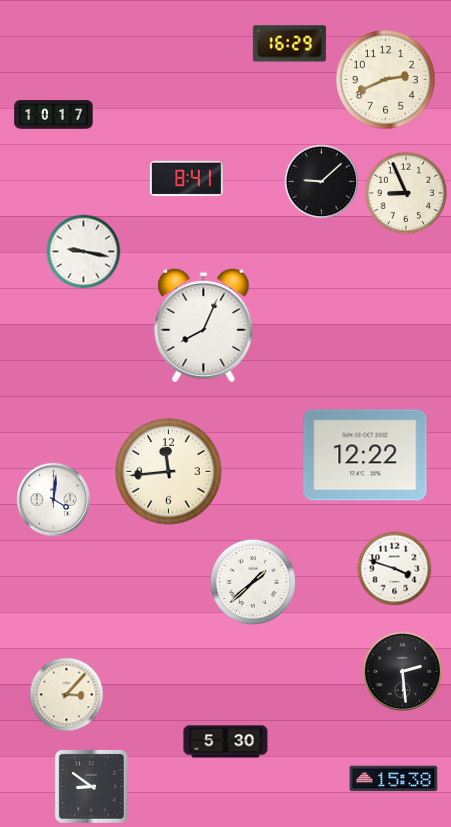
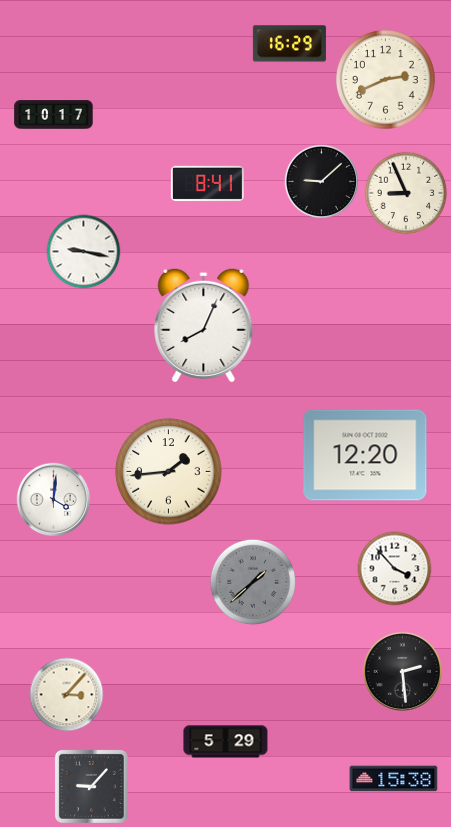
clock at (186, 179) position: (186, 179) -> (207, 184)
clock at (365, 455): 12:22 -> 12:20
clock at (169, 472): 11:44 -> 1:44
clock at (395, 569): 3:48 -> 3:53
clock at (252, 581) dial: white -> grey
clock at (226, 742): 5:30 -> 5:29
clock at (91, 786): 8:51 -> 9:07
